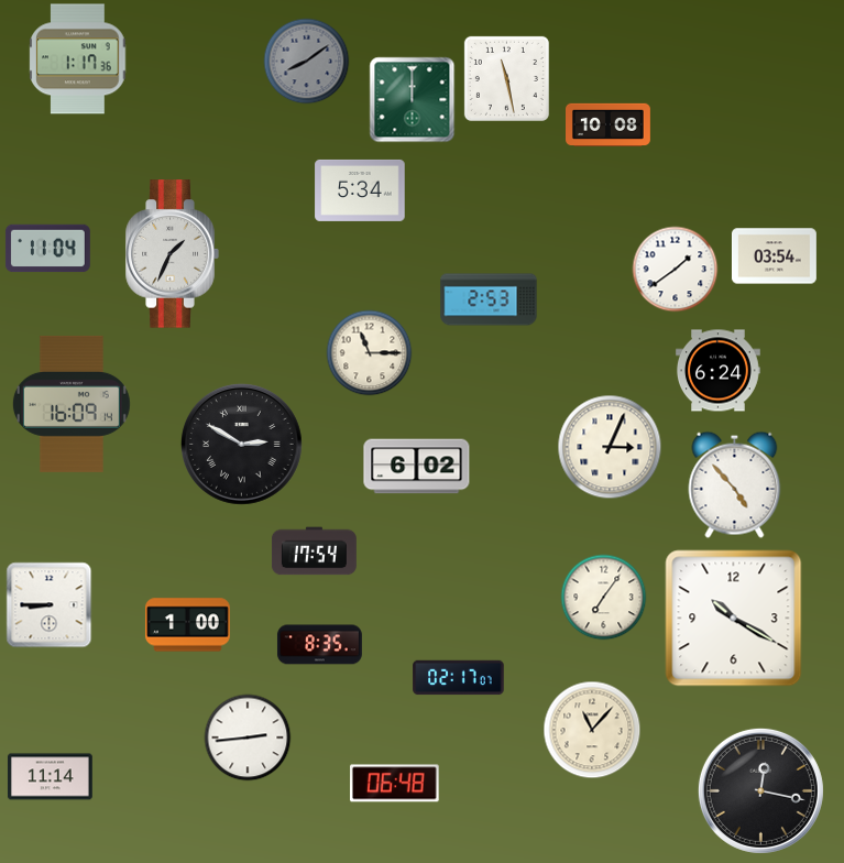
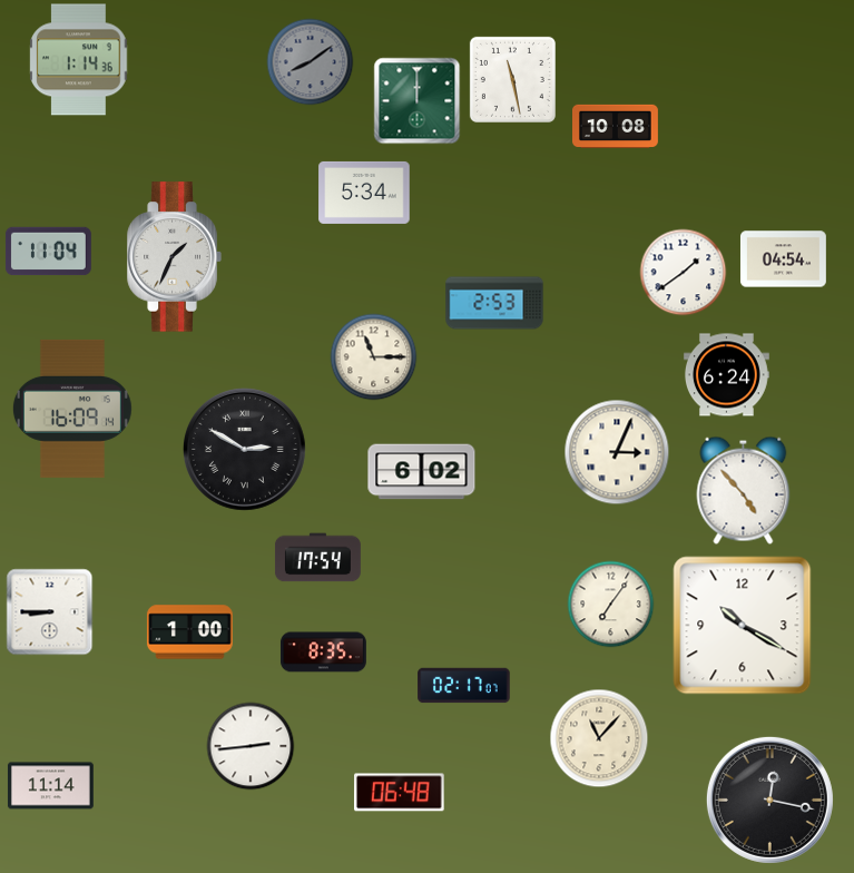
clock at (78, 59): 1:17 -> 1:14
clock at (774, 256): 03:54 -> 04:54
